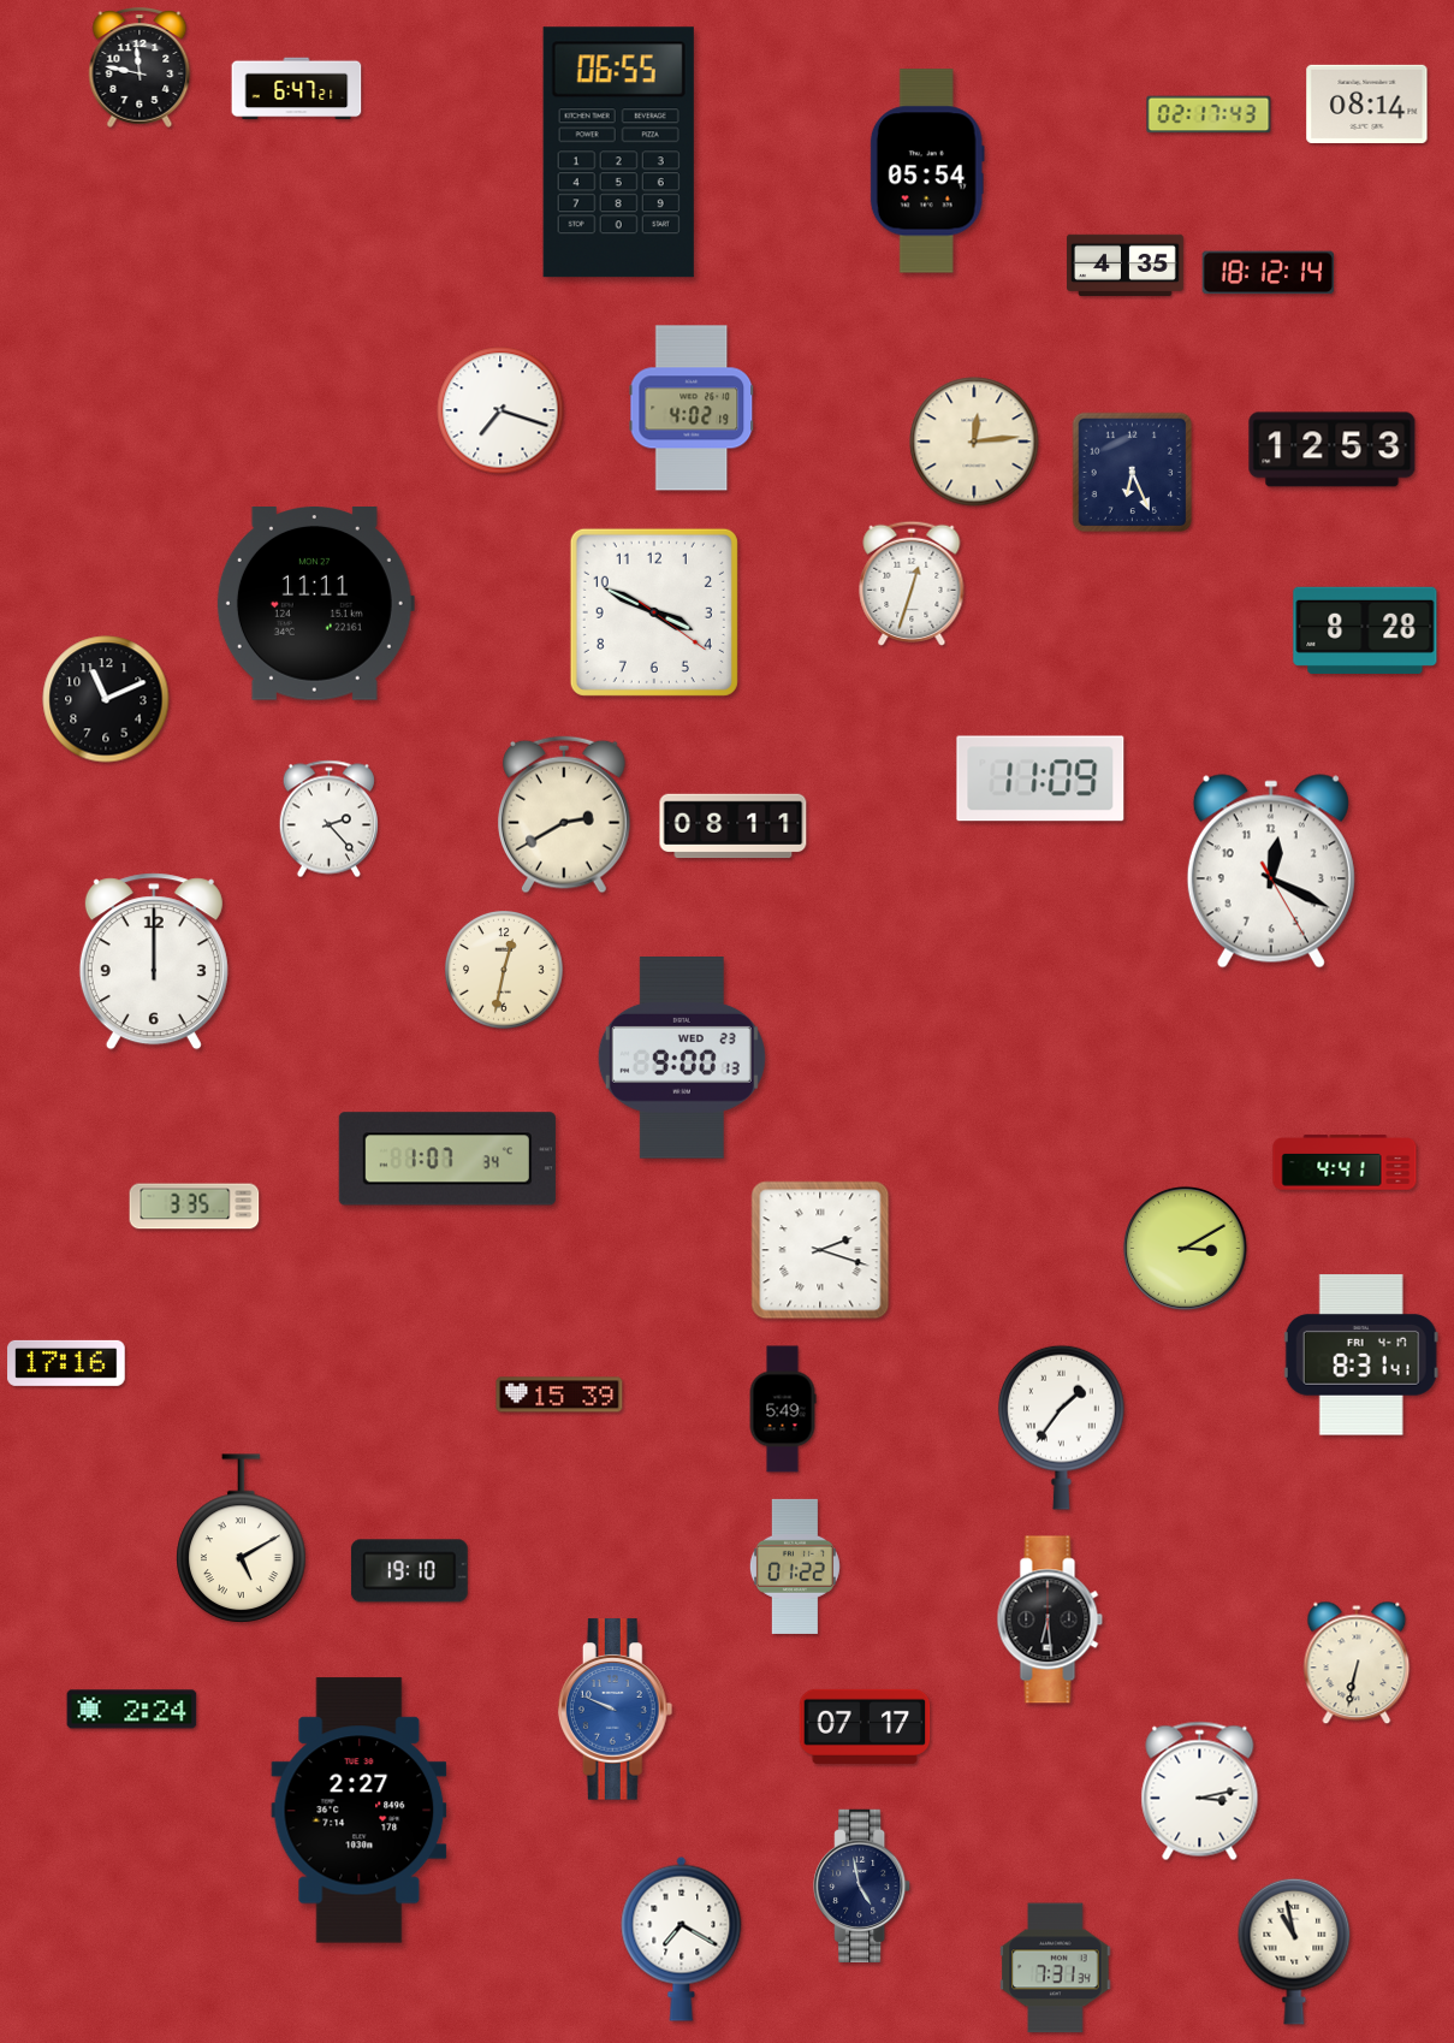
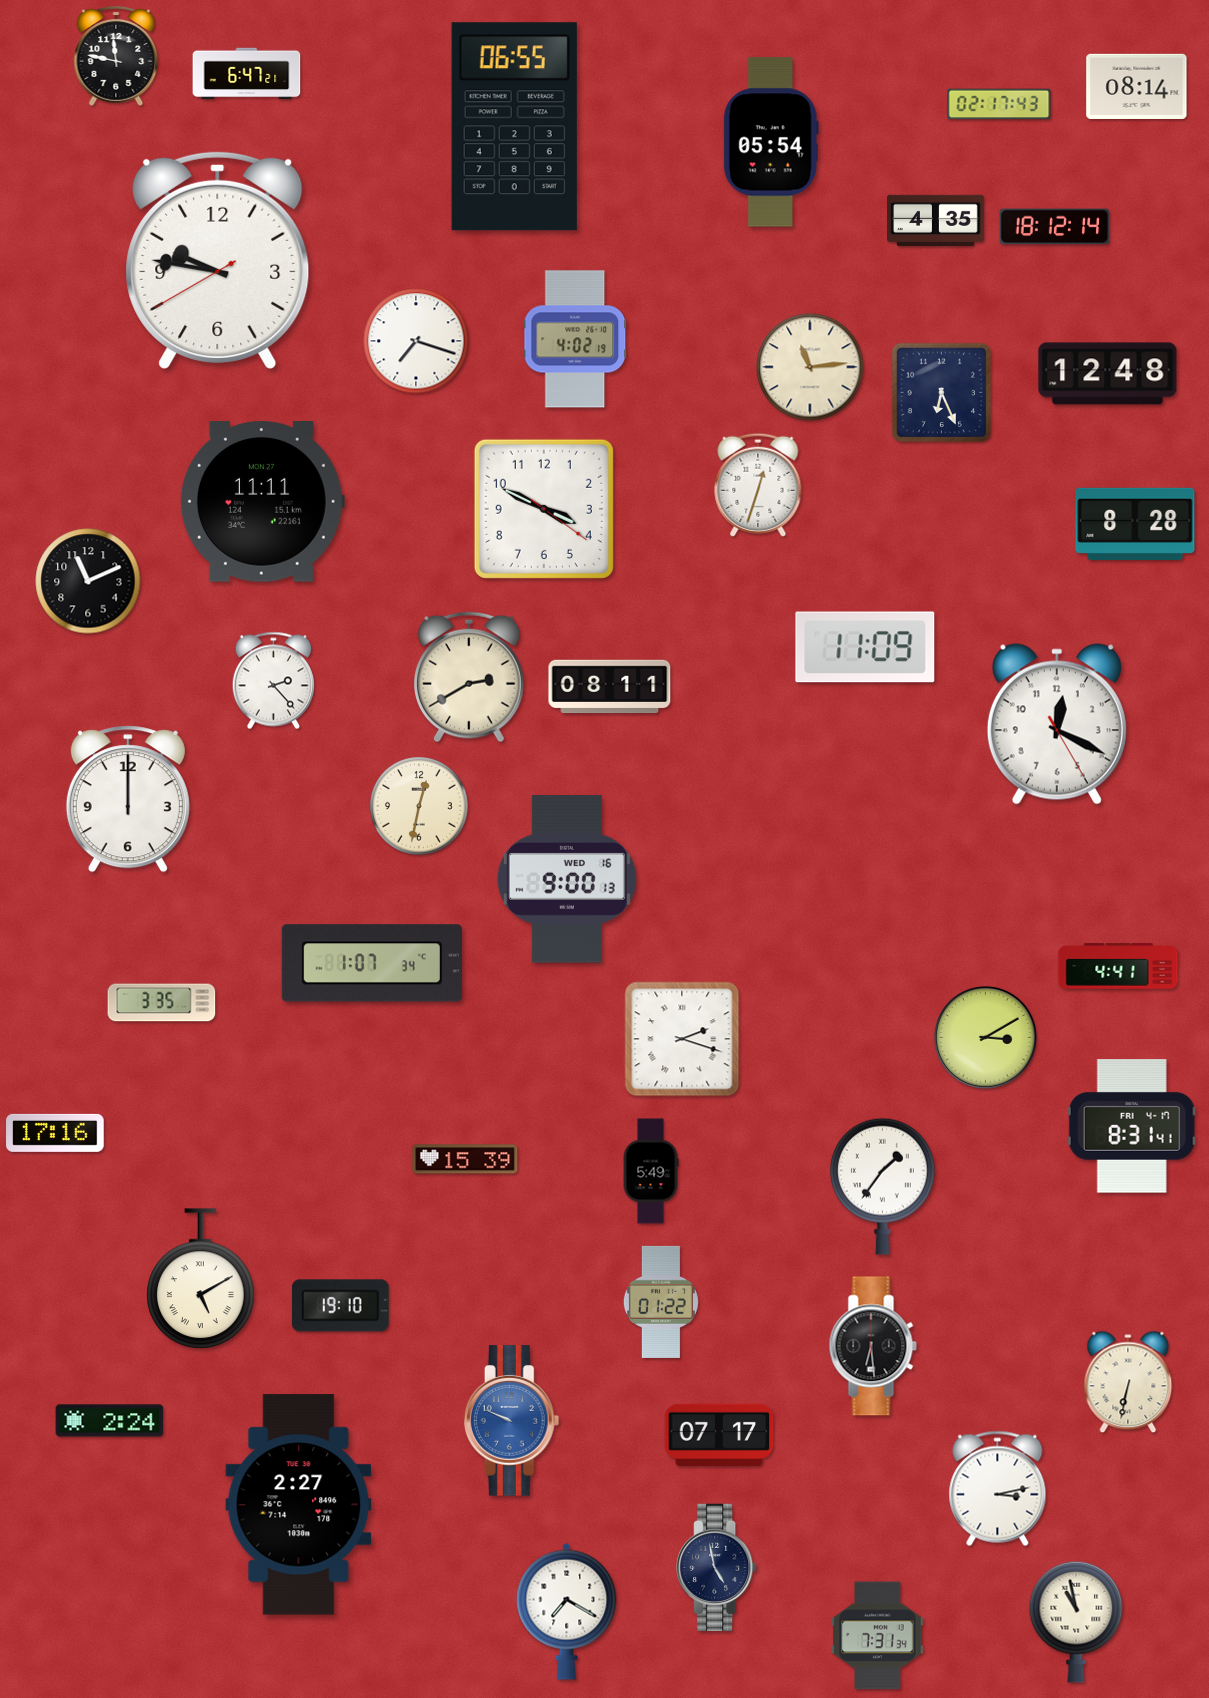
clock at (1209, 114) position: (1209, 114) -> (999, 104)
clock at (218, 260): none -> 9:46
clock at (974, 442): 12:14 -> 11:14
clock at (1333, 450): 12:53 -> 12:48
clock at (682, 1058) date: WED 23 -> WED 16
